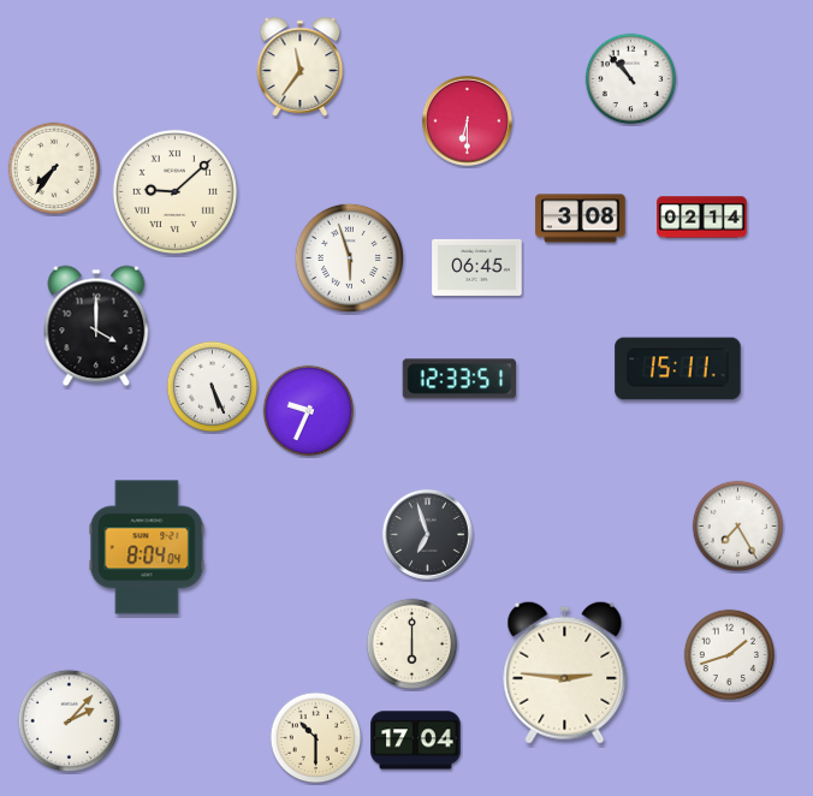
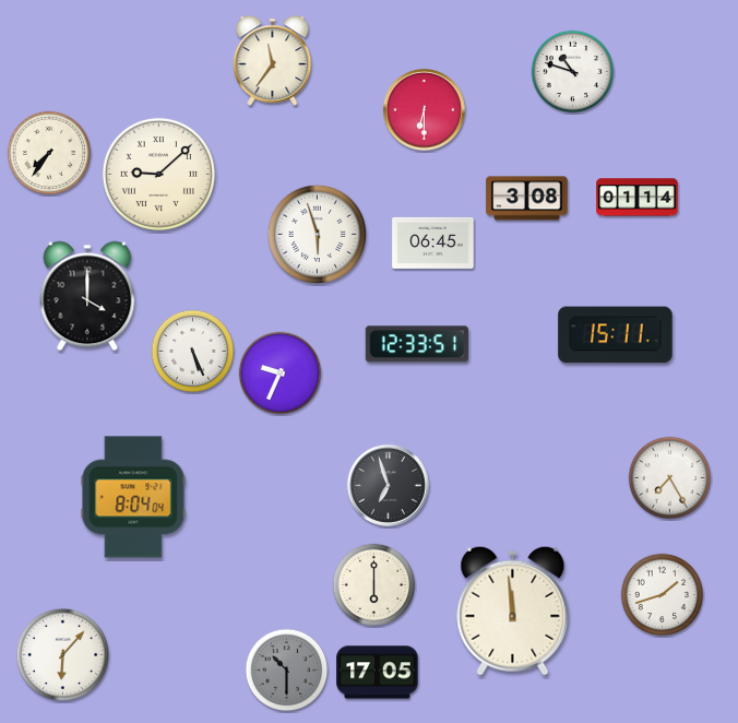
clock at (631, 79): 10:53 -> 10:48
clock at (702, 218): 02:14 -> 01:14
clock at (565, 672): 2:46 -> 11:59
clock at (69, 720): 2:07 -> 6:07
clock at (316, 738) dial: cream -> grey
clock at (416, 741): 17:04 -> 17:05
